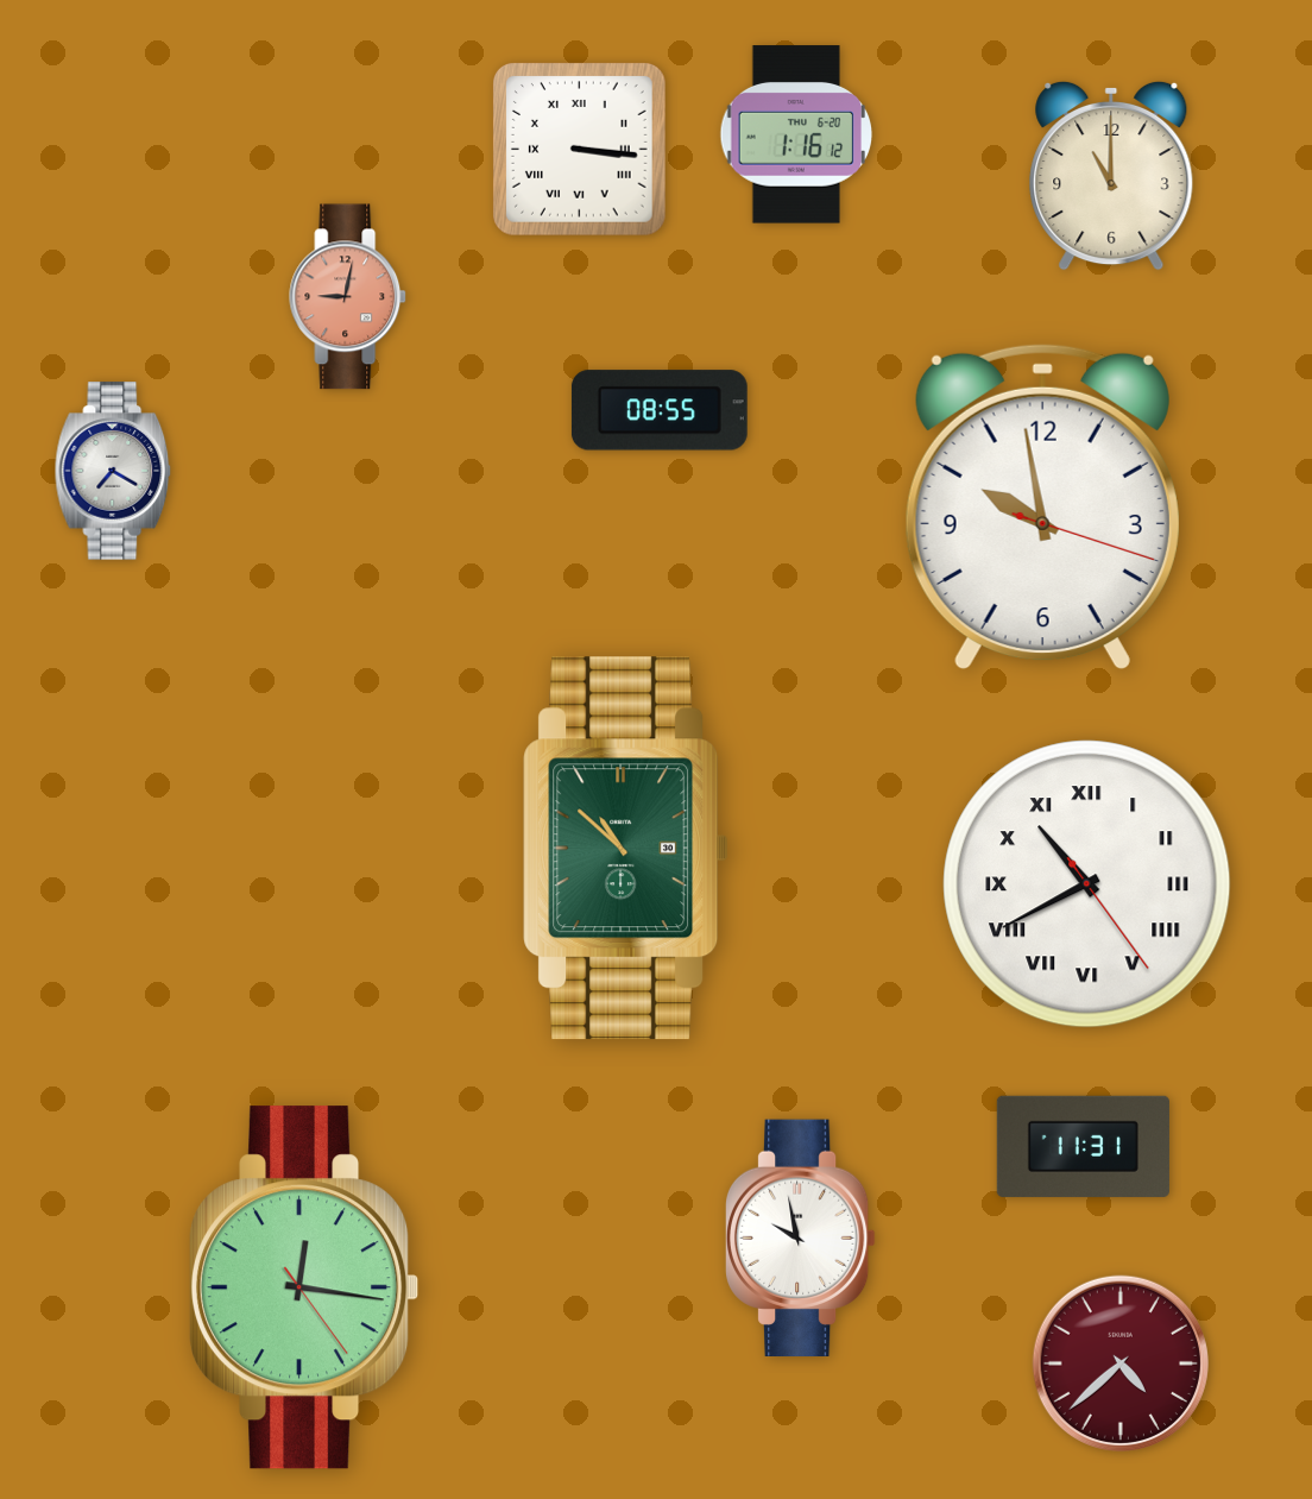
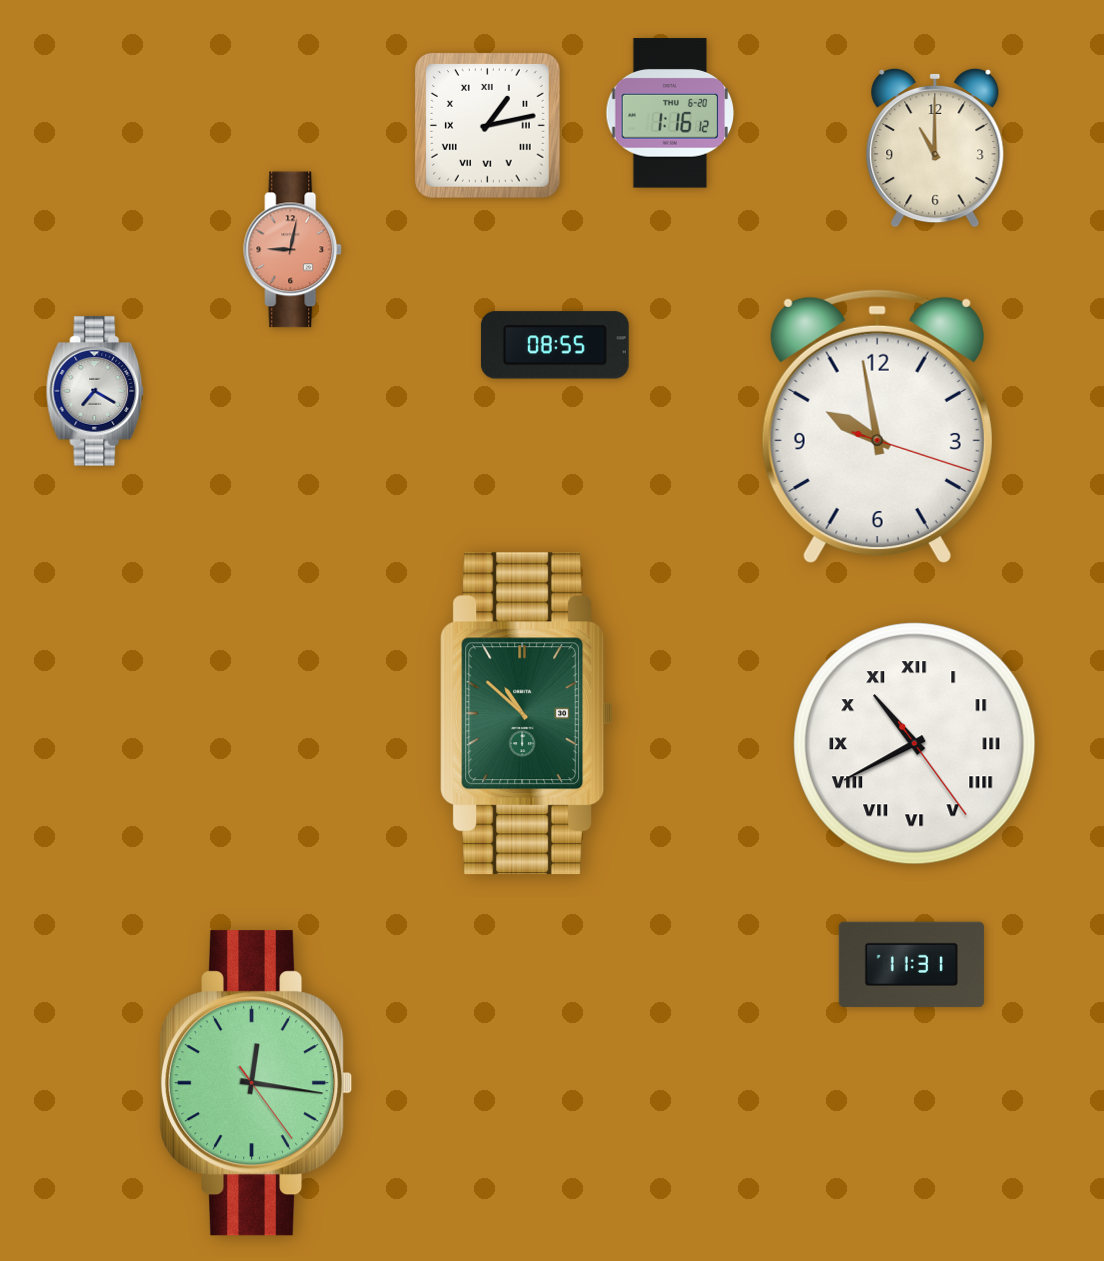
clock at (580, 150): 3:16 -> 1:13
clock at (113, 471) position: (113, 471) -> (95, 391)
clock at (800, 1237): 9:58 -> none
clock at (1121, 1363): 4:38 -> none
